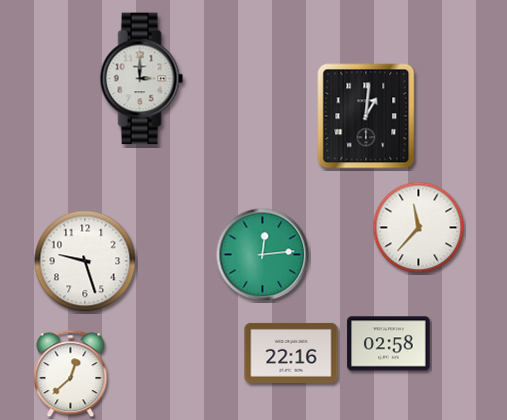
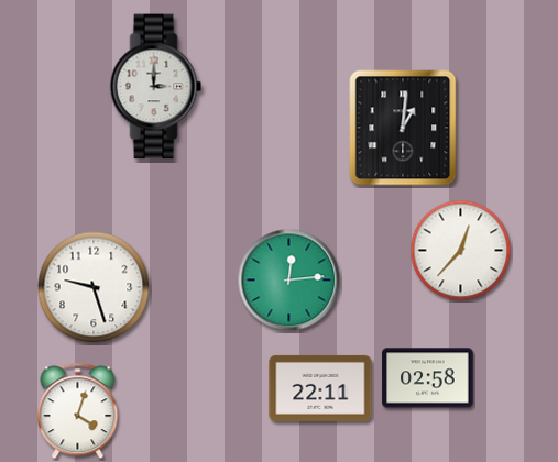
clock at (419, 228): 11:37 -> 12:37
clock at (291, 353): 22:16 -> 22:11
clock at (71, 374): 12:38 -> 4:03
